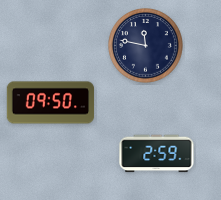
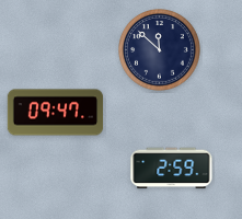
clock at (146, 46): 11:47 -> 11:52
clock at (51, 103): 09:50 -> 09:47
